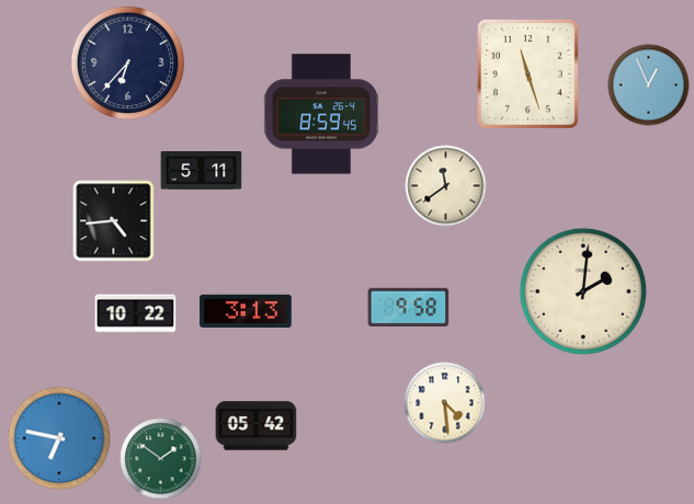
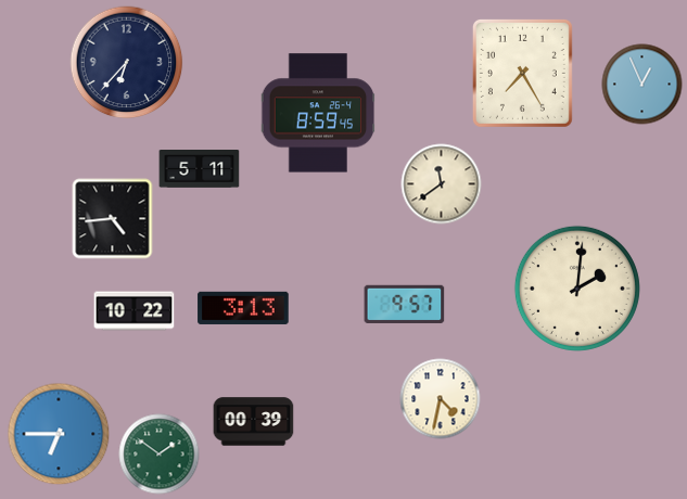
clock at (527, 73): 11:27 -> 7:25
clock at (409, 307): 9:58 -> 9:57
clock at (445, 403): 4:29 -> 4:32
clock at (257, 426): 05:42 -> 00:39
clock at (59, 438): 6:47 -> 6:45
